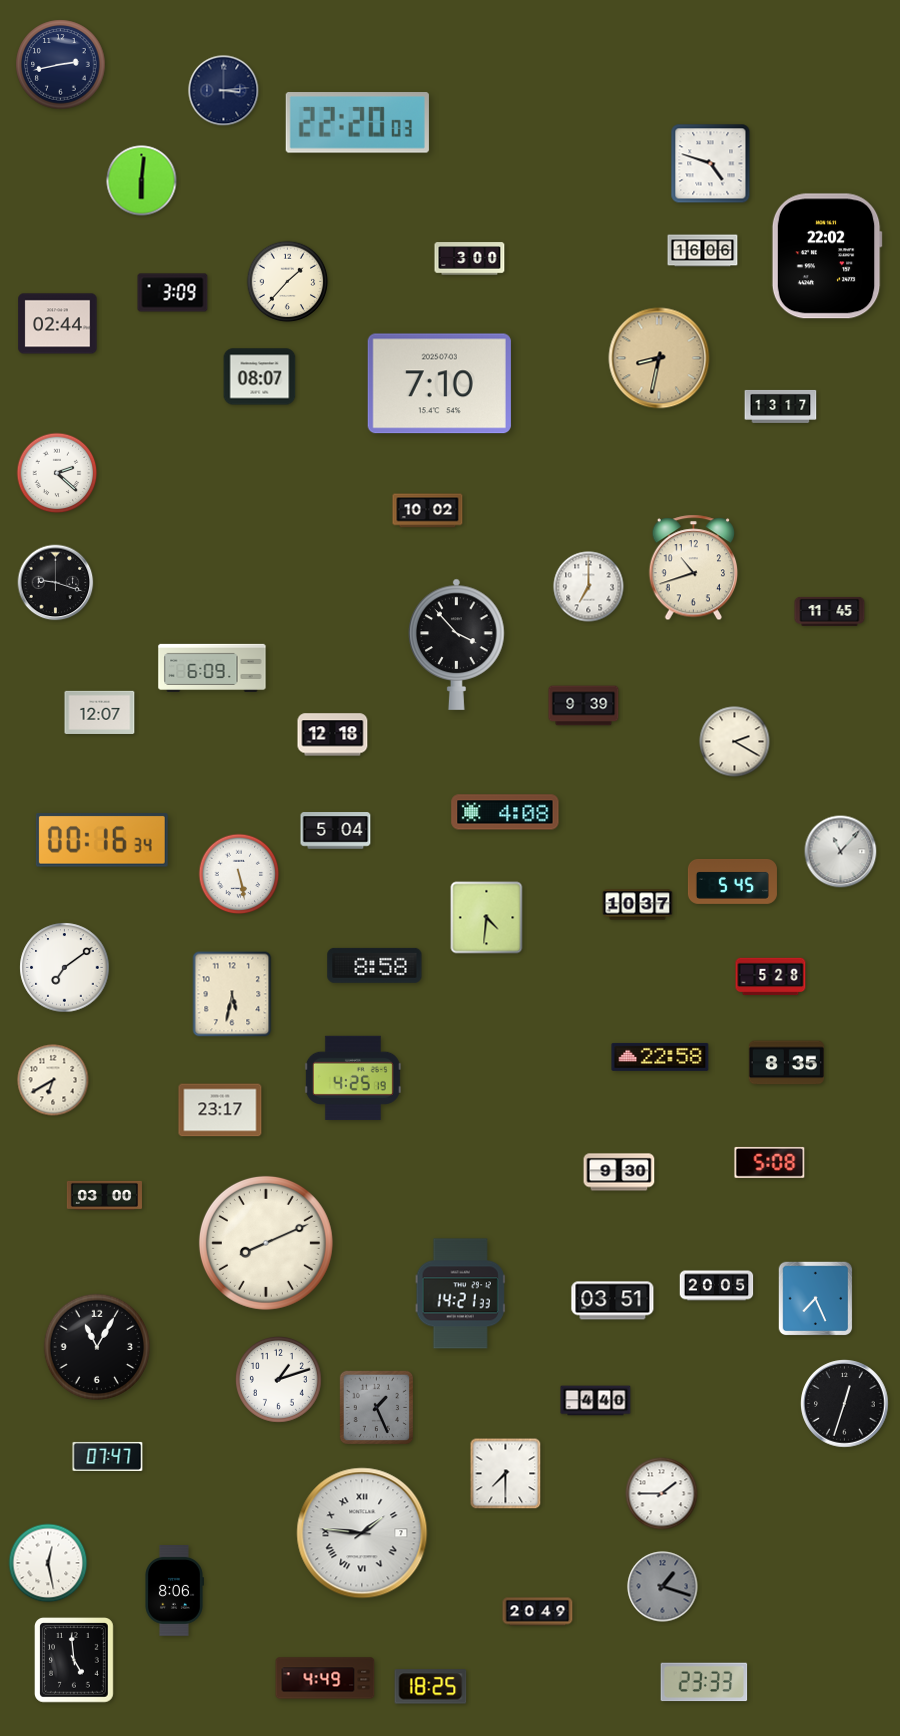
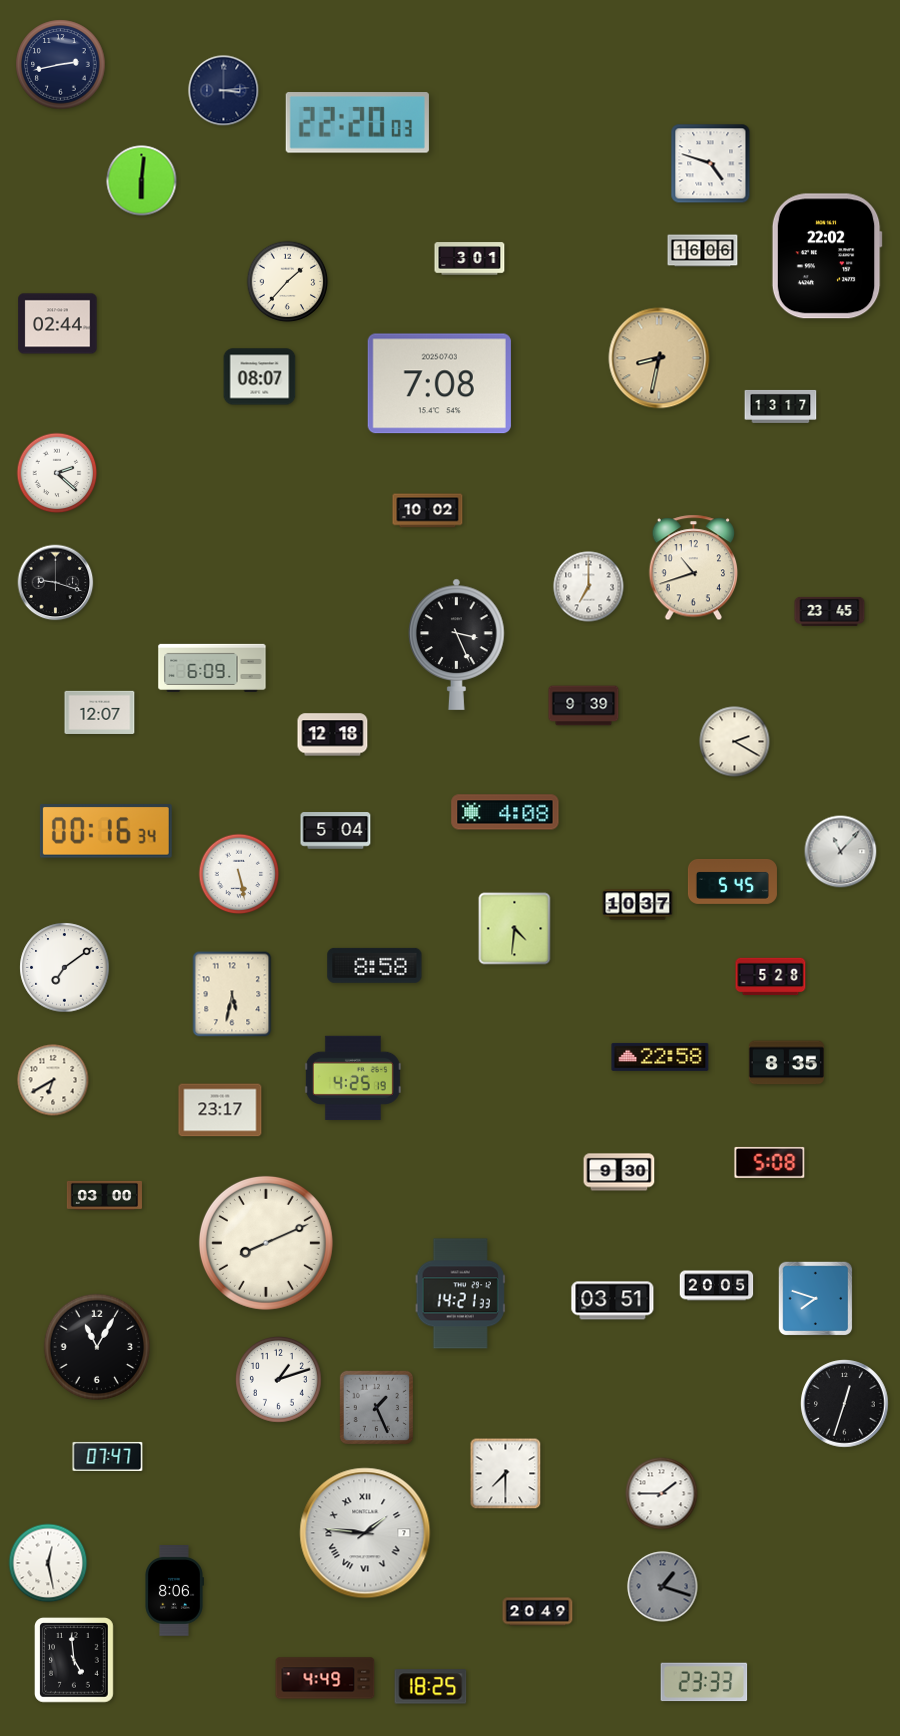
clock at (470, 259): 3:00 -> 3:01
clock at (173, 293): 3:09 -> none
clock at (439, 384): 7:10 -> 7:08
clock at (830, 611): 11:45 -> 23:45
clock at (457, 644): 3:53 -> 3:26
clock at (102, 840) position: (102, 840) -> (106, 831)
clock at (487, 918) position: (487, 918) -> (515, 929)
clock at (816, 1299): 7:26 -> 7:48
clock at (596, 1401): 4:40 -> none
clock at (362, 1533) position: (362, 1533) -> (365, 1533)
